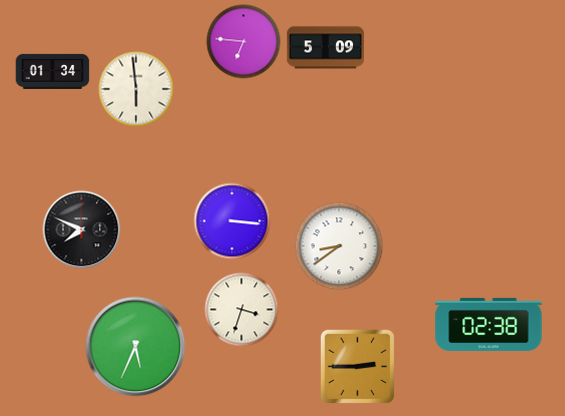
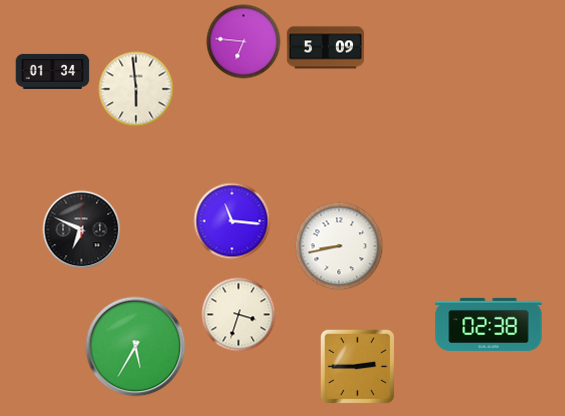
clock at (232, 221): 3:16 -> 11:16
clock at (82, 230): 7:49 -> 6:49
clock at (339, 246): 8:39 -> 8:43
clock at (242, 310) position: (242, 310) -> (239, 315)
clock at (136, 347): 5:34 -> 5:35
